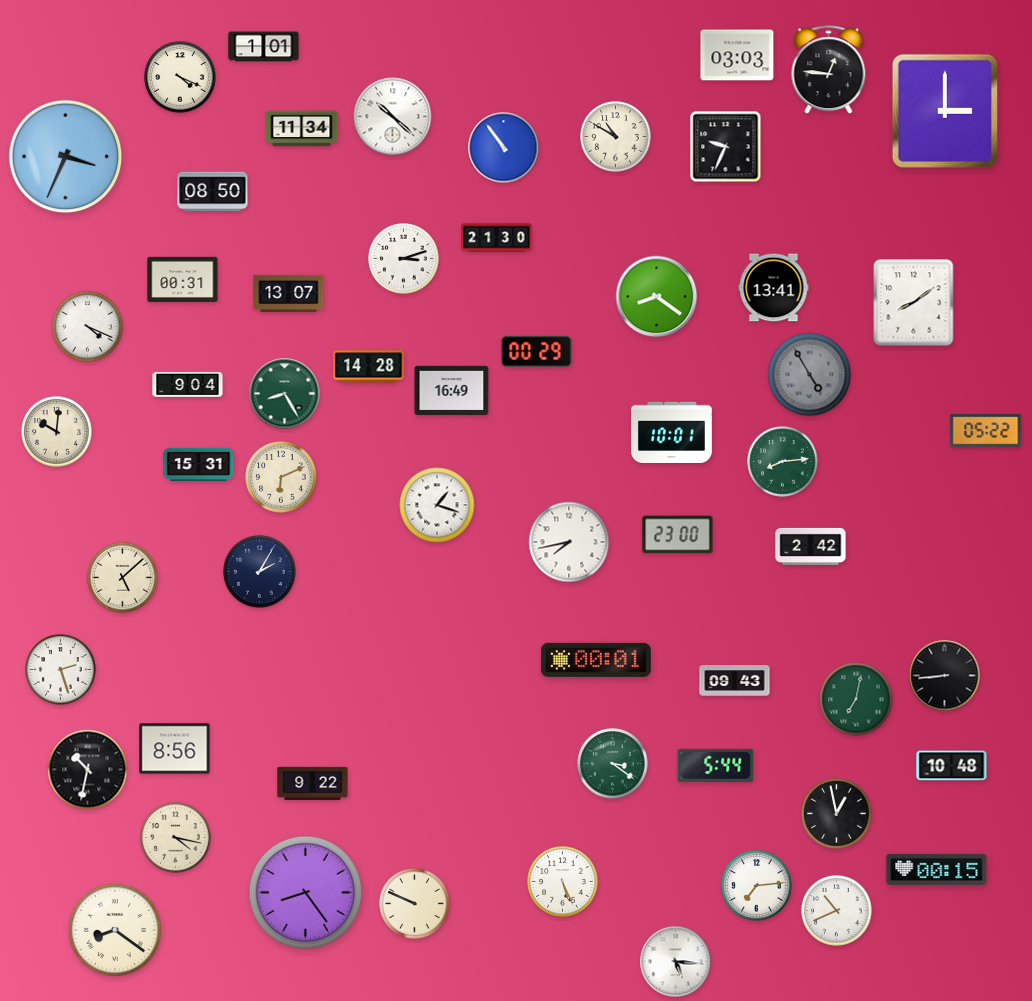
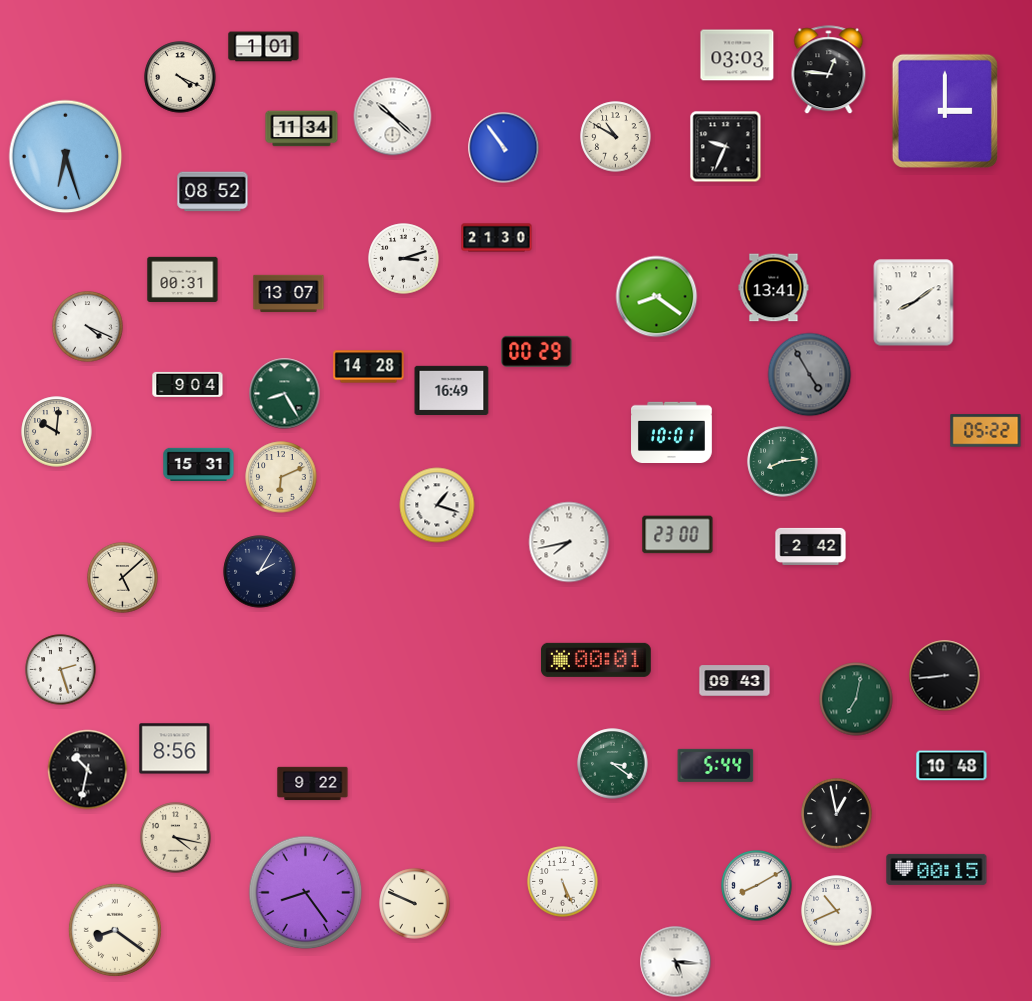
clock at (66, 157): 3:34 -> 6:27
clock at (213, 192): 08:50 -> 08:52
clock at (757, 886): 7:14 -> 8:10
